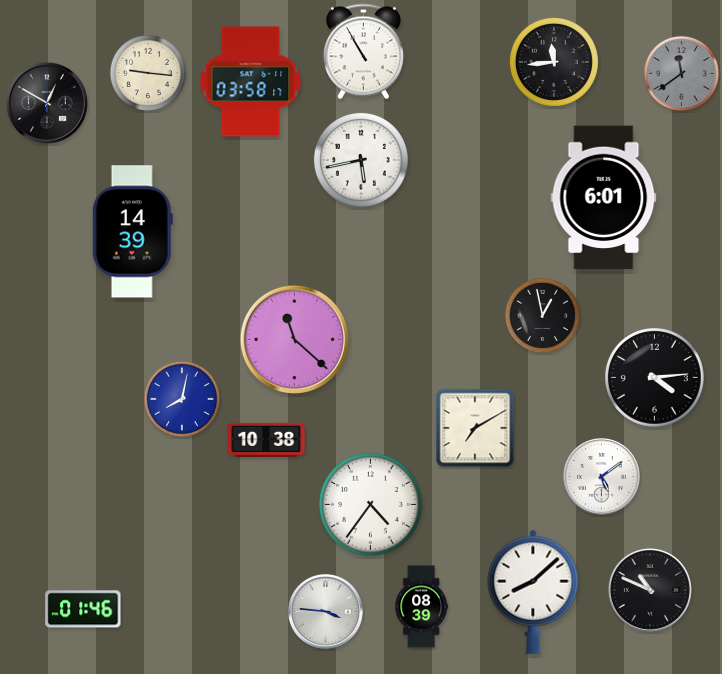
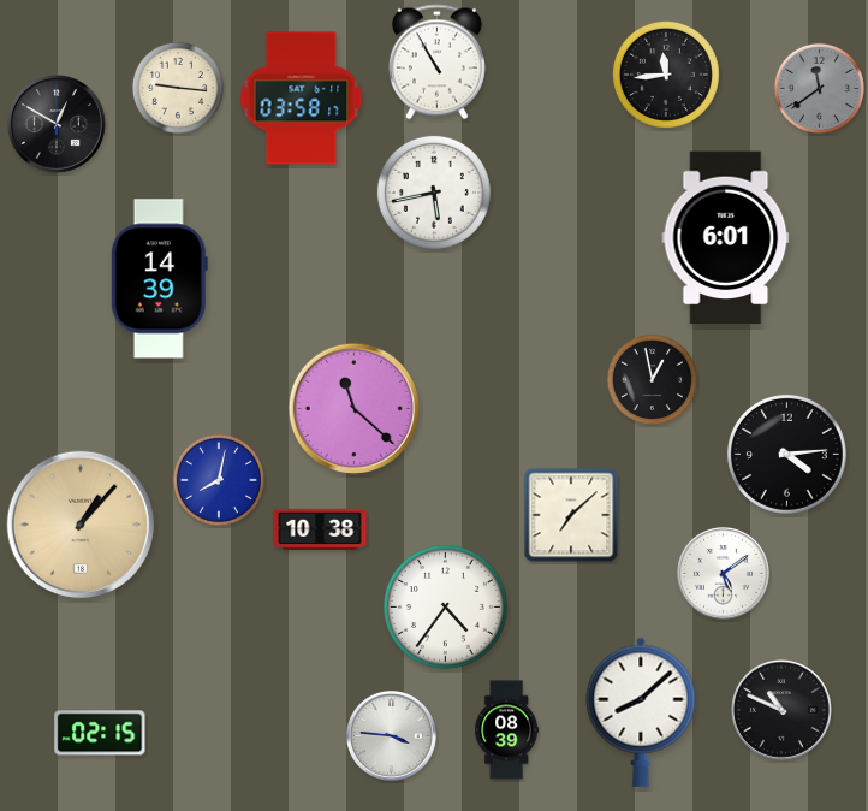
clock at (475, 428): 7:10 -> 7:08
clock at (81, 525): none -> 1:07
clock at (83, 609): 01:46 -> 02:15
